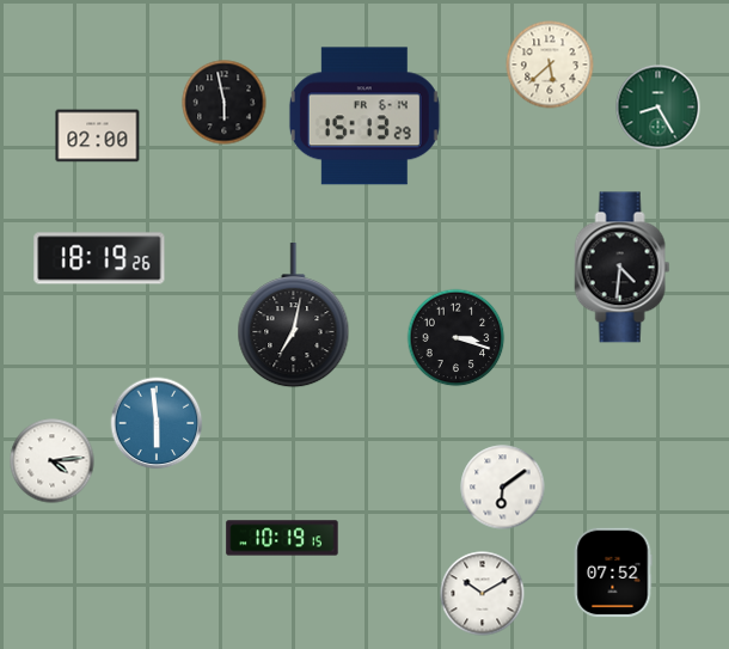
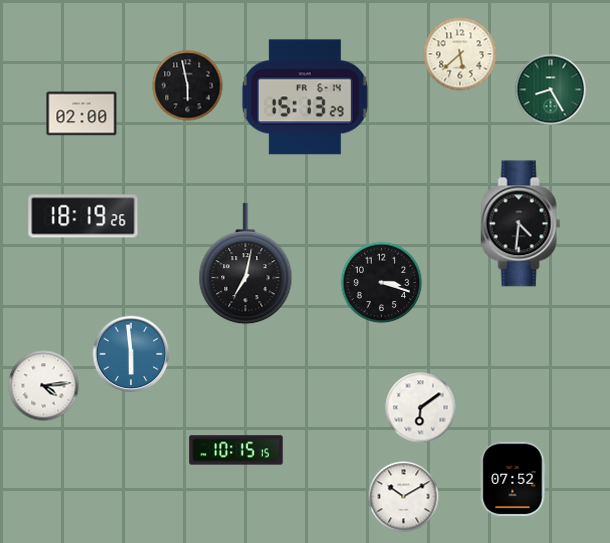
clock at (282, 538): 10:19 -> 10:15
